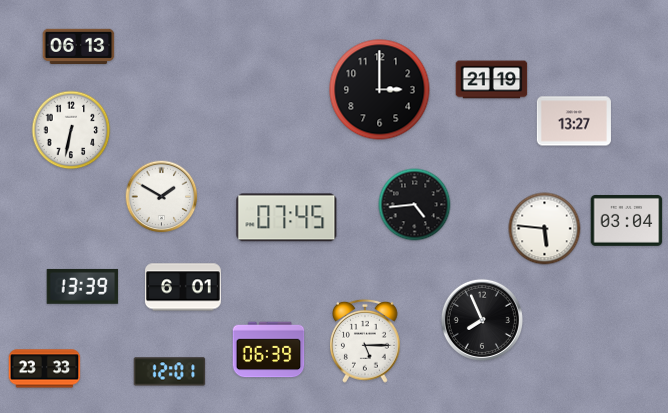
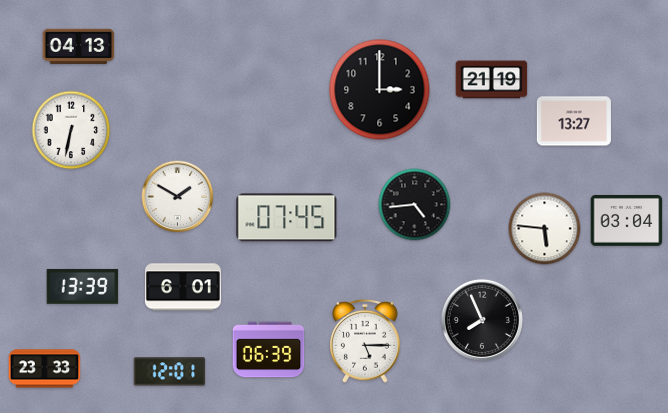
clock at (79, 46): 06:13 -> 04:13
clock at (162, 197) position: (162, 197) -> (178, 197)
